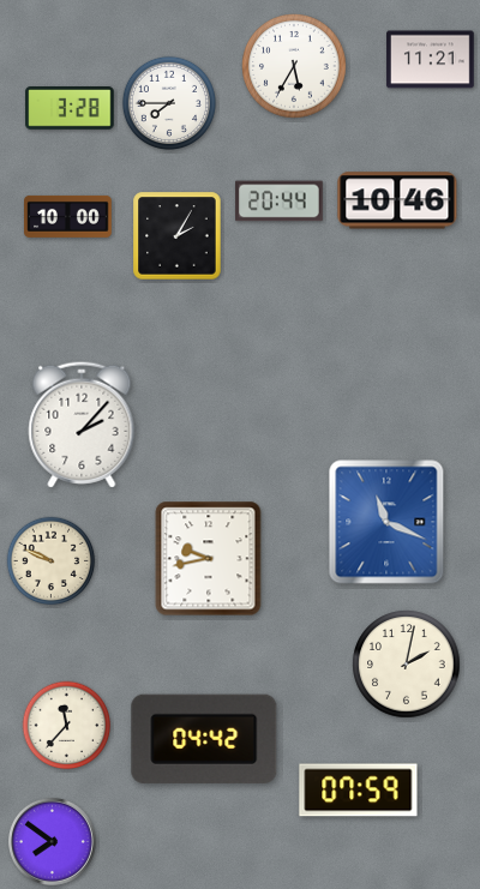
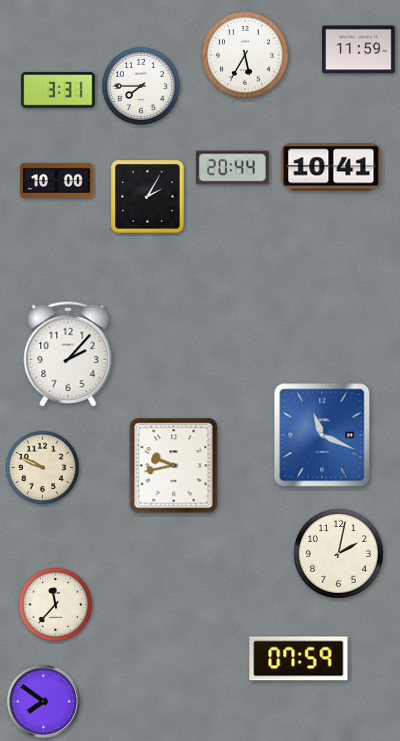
clock at (431, 60): 11:21 -> 11:59
clock at (70, 108): 3:28 -> 3:31
clock at (397, 200): 10:46 -> 10:41
clock at (204, 739): 04:42 -> none
